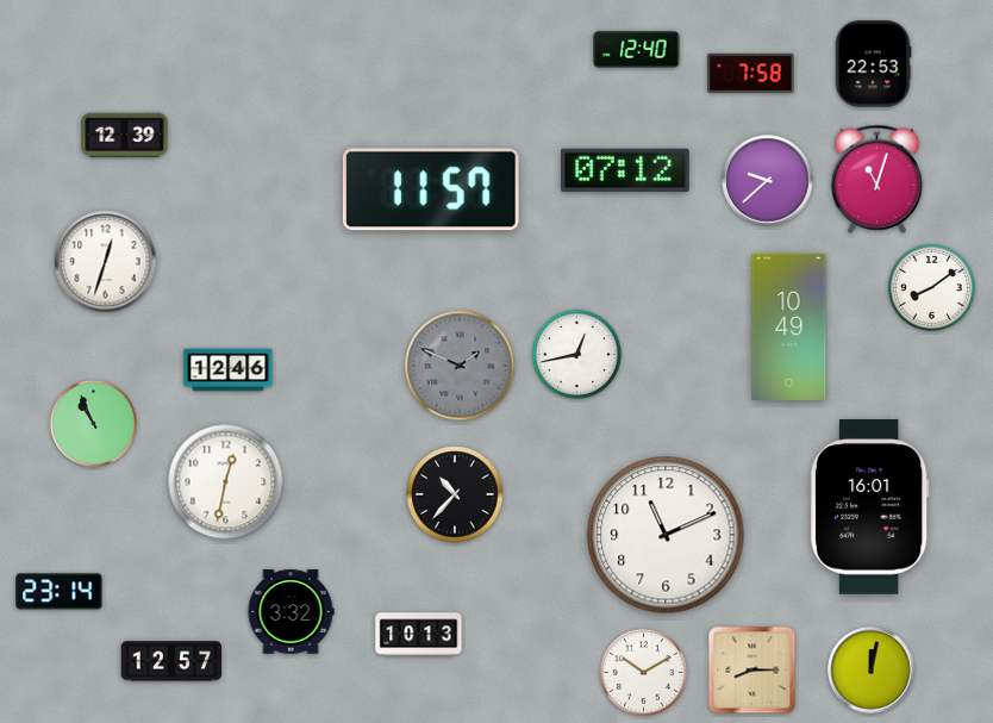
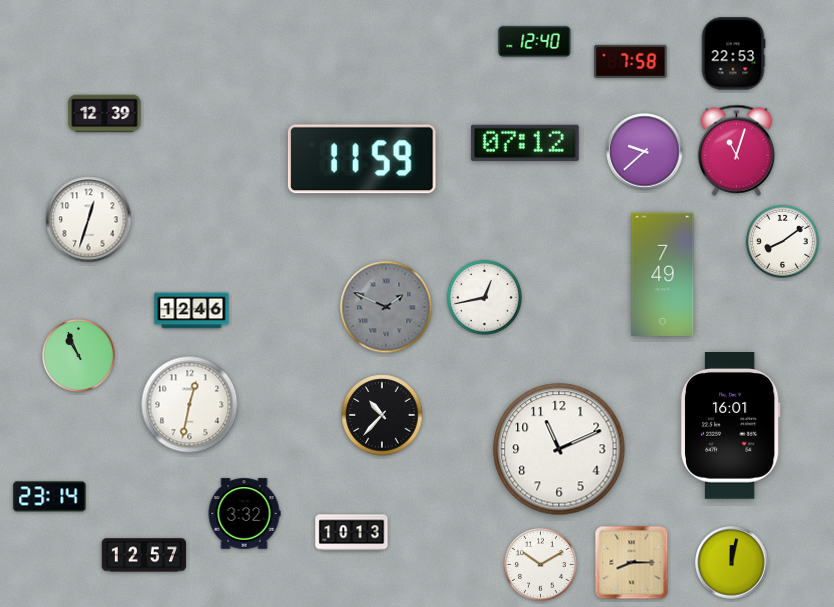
clock at (431, 189): 11:57 -> 11:59
clock at (789, 326): 10:49 -> 7:49
